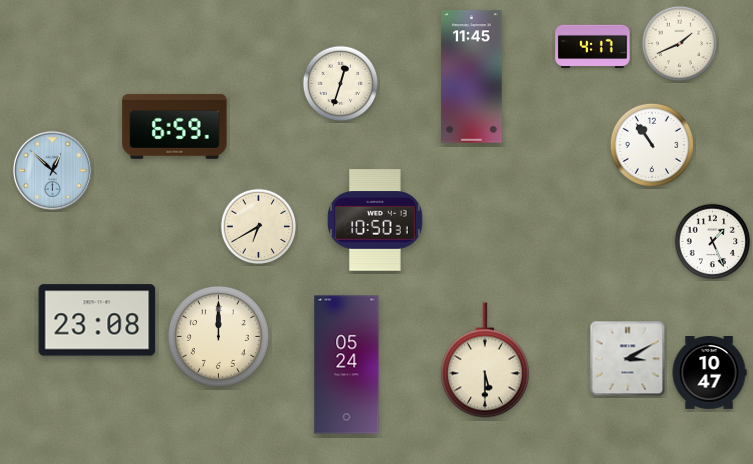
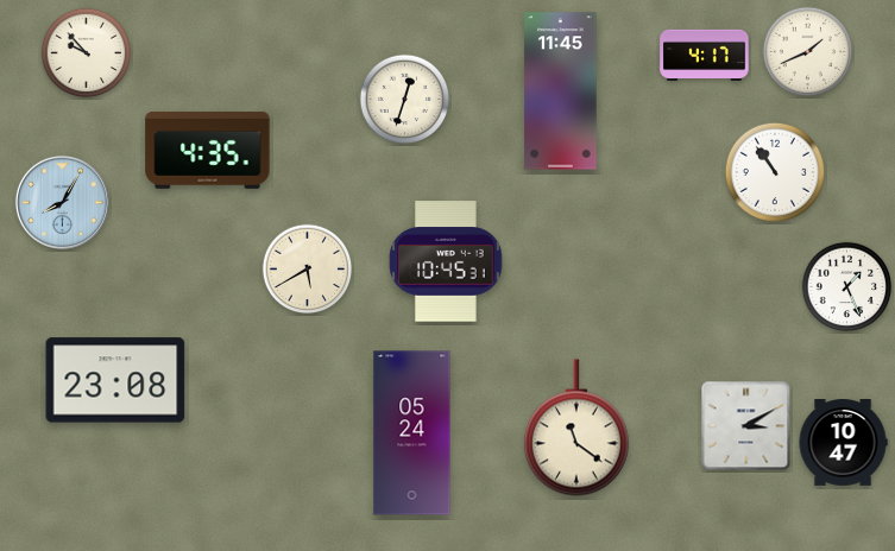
clock at (87, 53): none -> 9:53
clock at (175, 126): 6:59 -> 4:35
clock at (52, 170): 12:52 -> 8:05
clock at (375, 220): 10:50 -> 10:45
clock at (259, 227): 6:40 -> 5:40
clock at (218, 336): 12:00 -> none
clock at (485, 360): 5:30 -> 11:21
